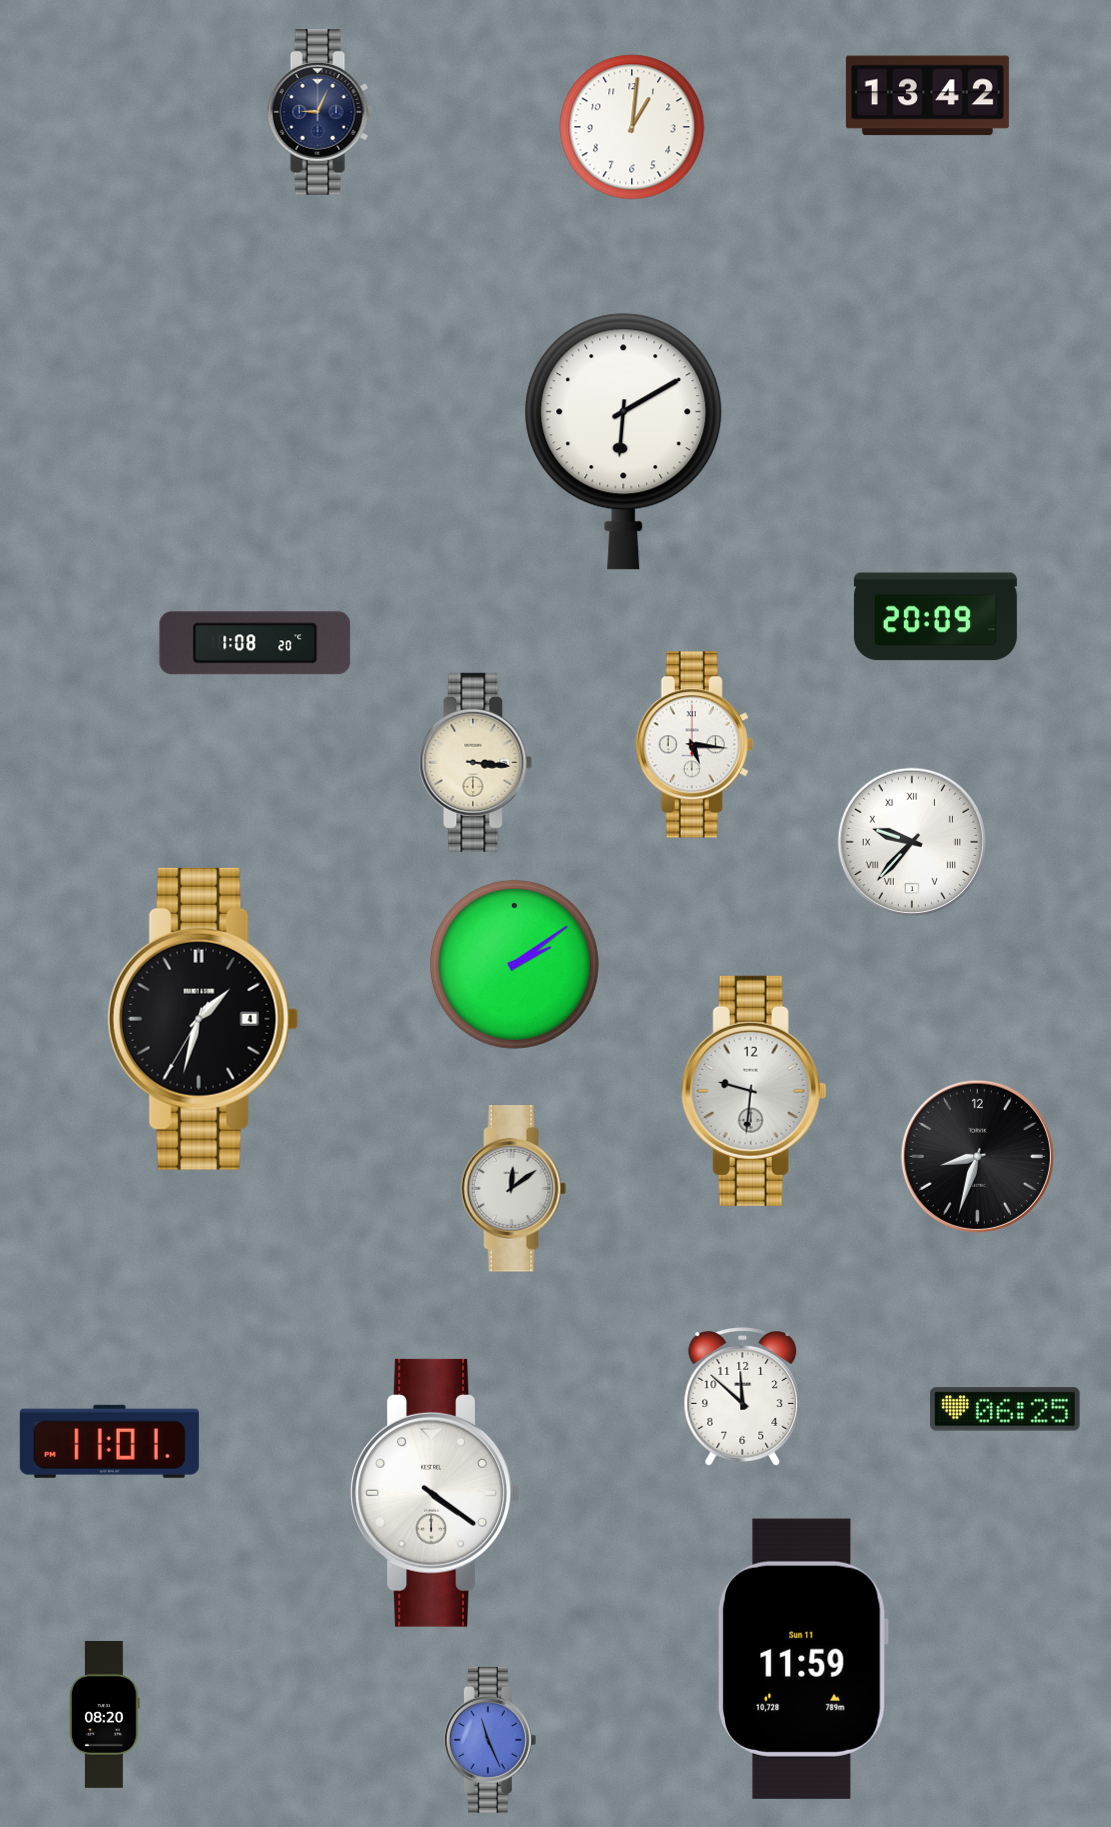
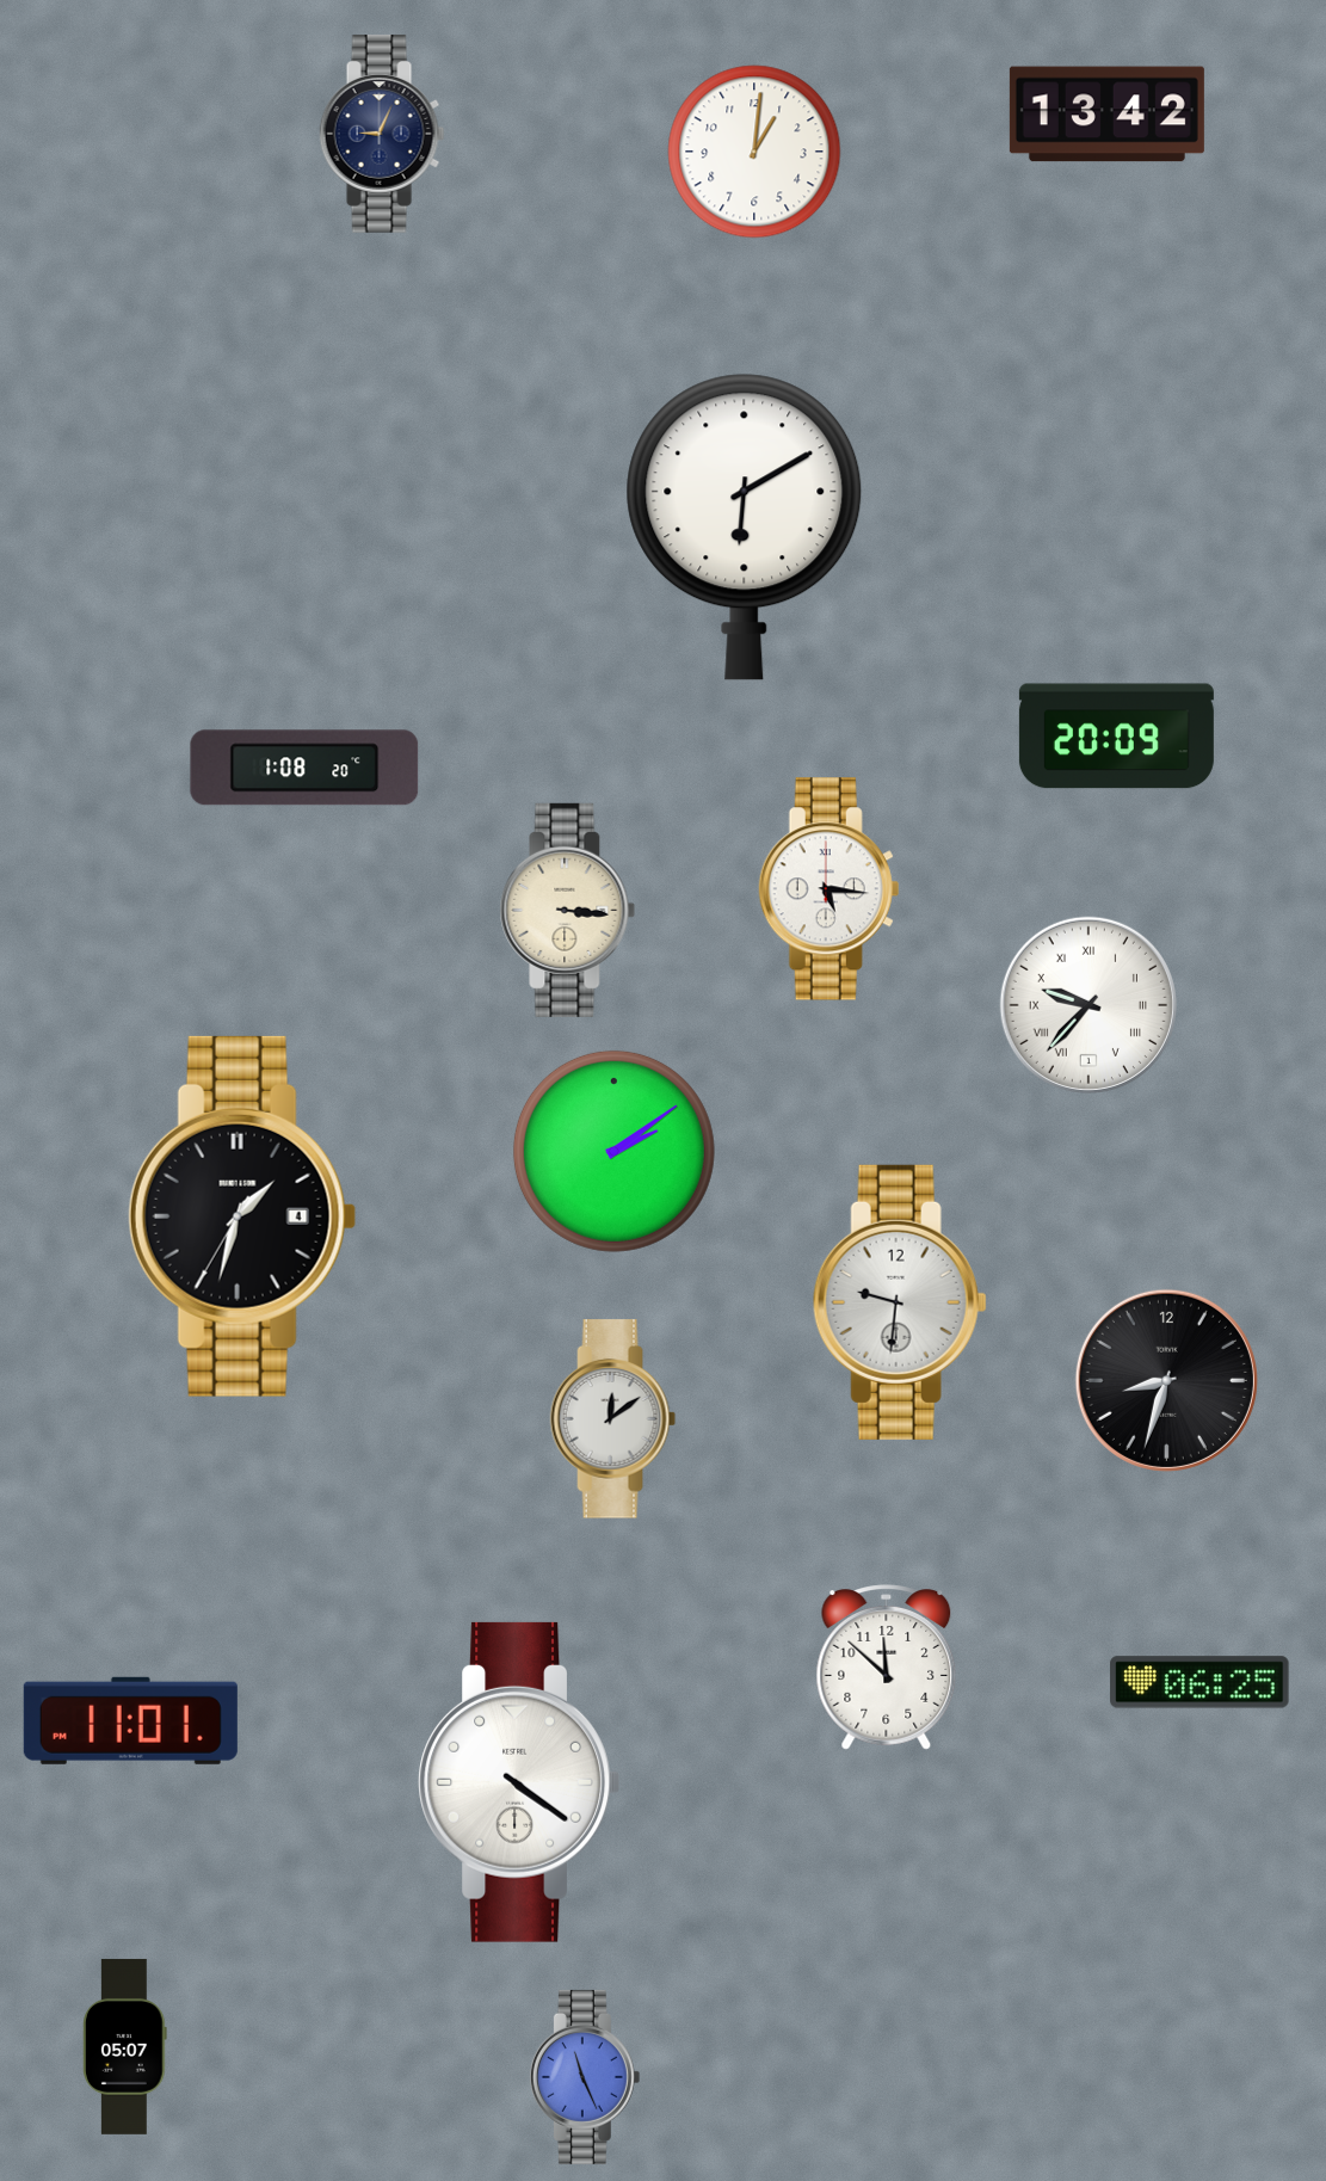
clock at (803, 1659): 11:59 -> none
clock at (105, 1714): 08:20 -> 05:07
